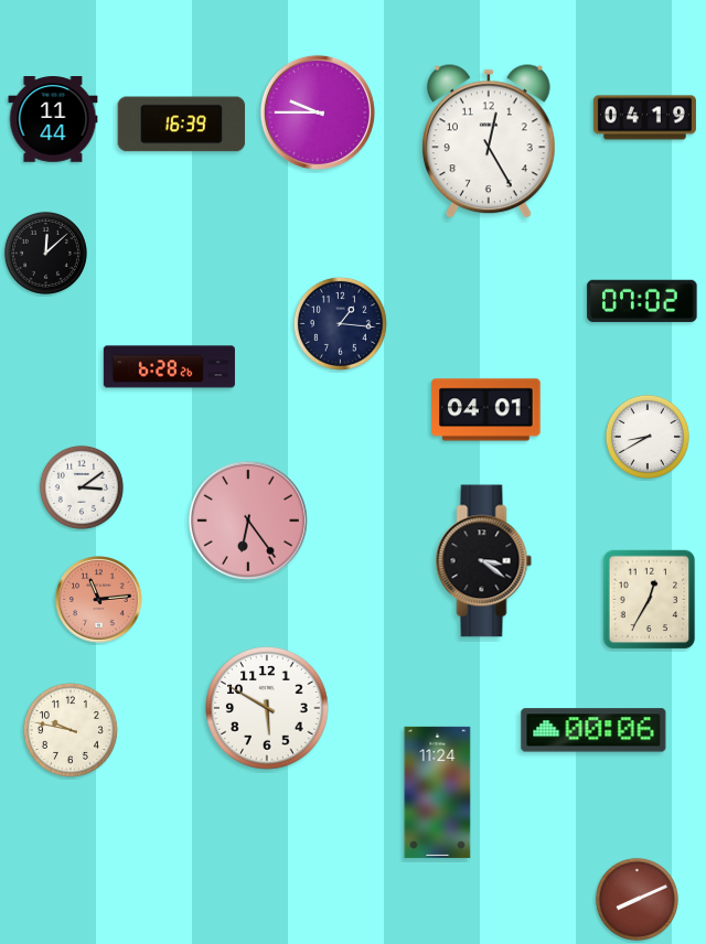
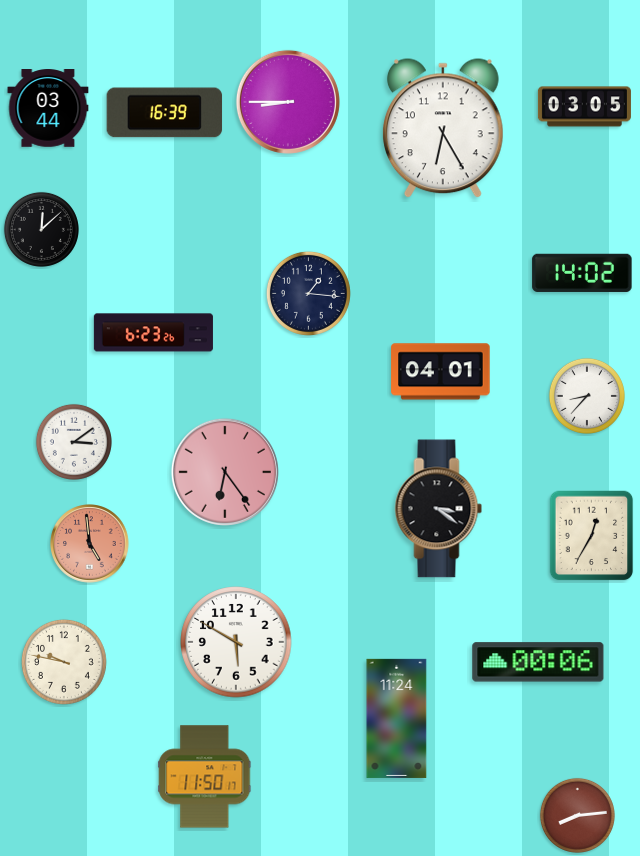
clock at (318, 112): 9:45 -> 8:45
clock at (644, 118): 04:19 -> 03:05
clock at (53, 120): 11:44 -> 03:44
clock at (489, 142): 12:25 -> 6:25
clock at (642, 301): 07:02 -> 14:02
clock at (169, 367): 6:28 -> 6:23
clock at (648, 437): 8:40 -> 8:37
clock at (99, 600): 11:14 -> 4:59
clock at (650, 600) position: (650, 600) -> (592, 536)
clock at (267, 708) position: (267, 708) -> (236, 642)
clock at (205, 777): none -> 11:50
clock at (637, 899): 8:11 -> 8:14
